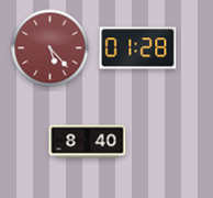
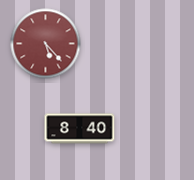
clock at (138, 48): 01:28 -> none
